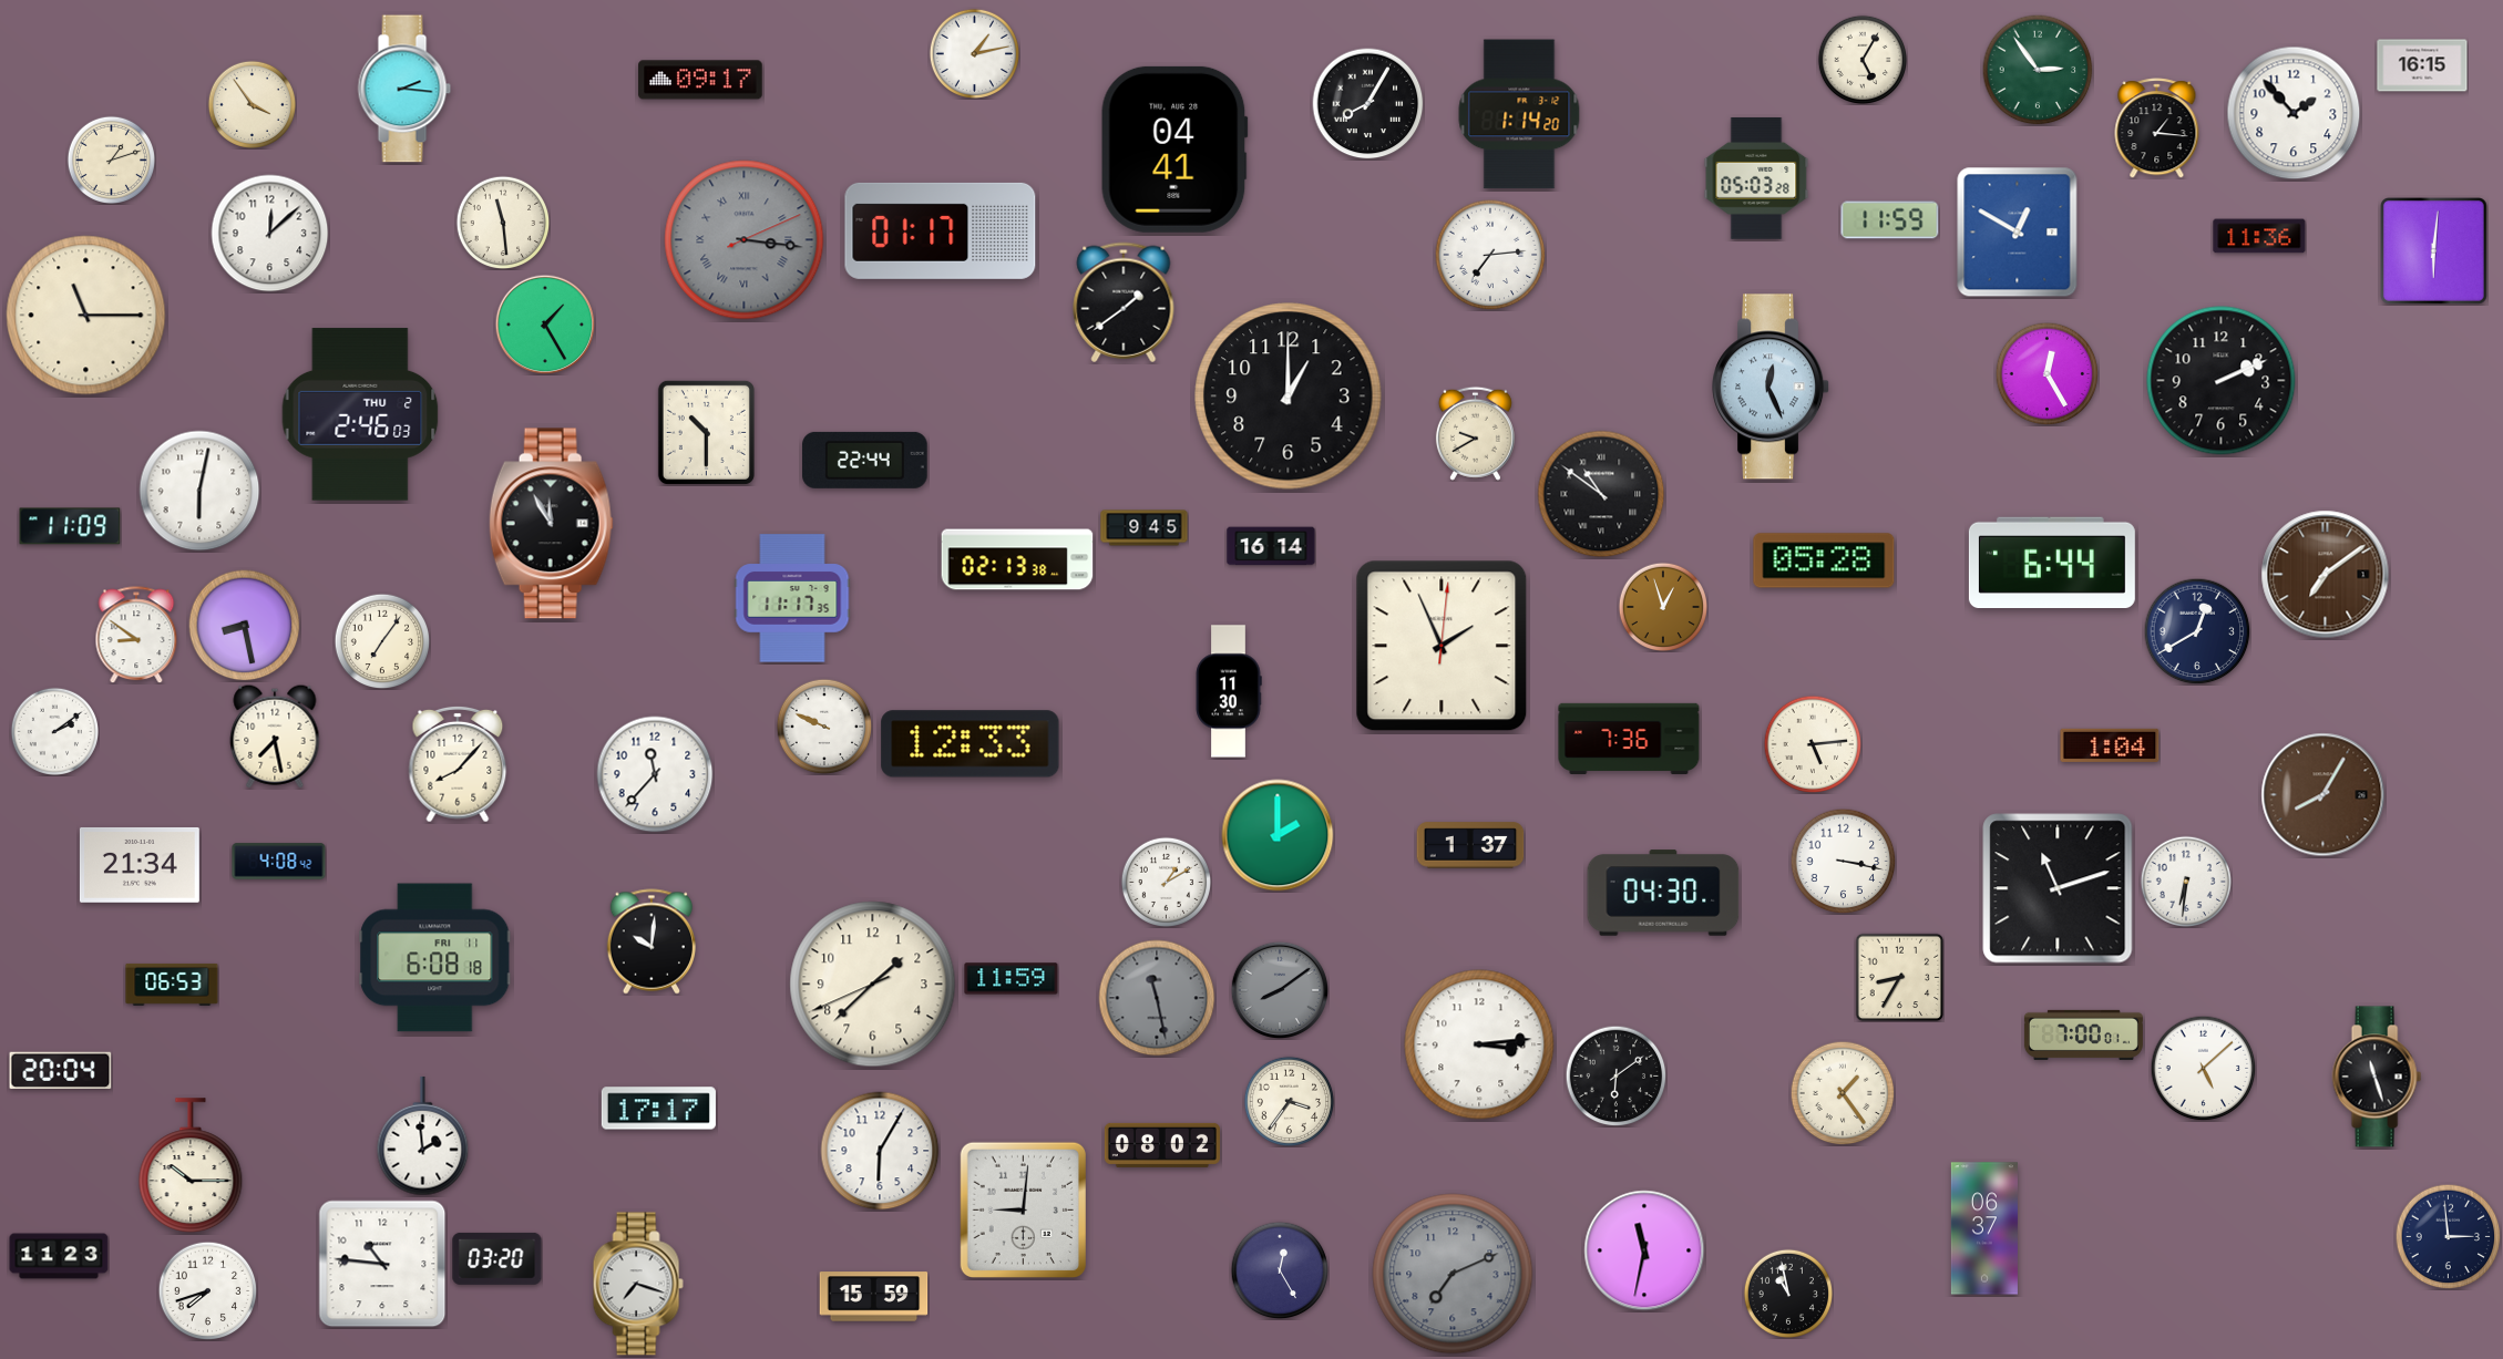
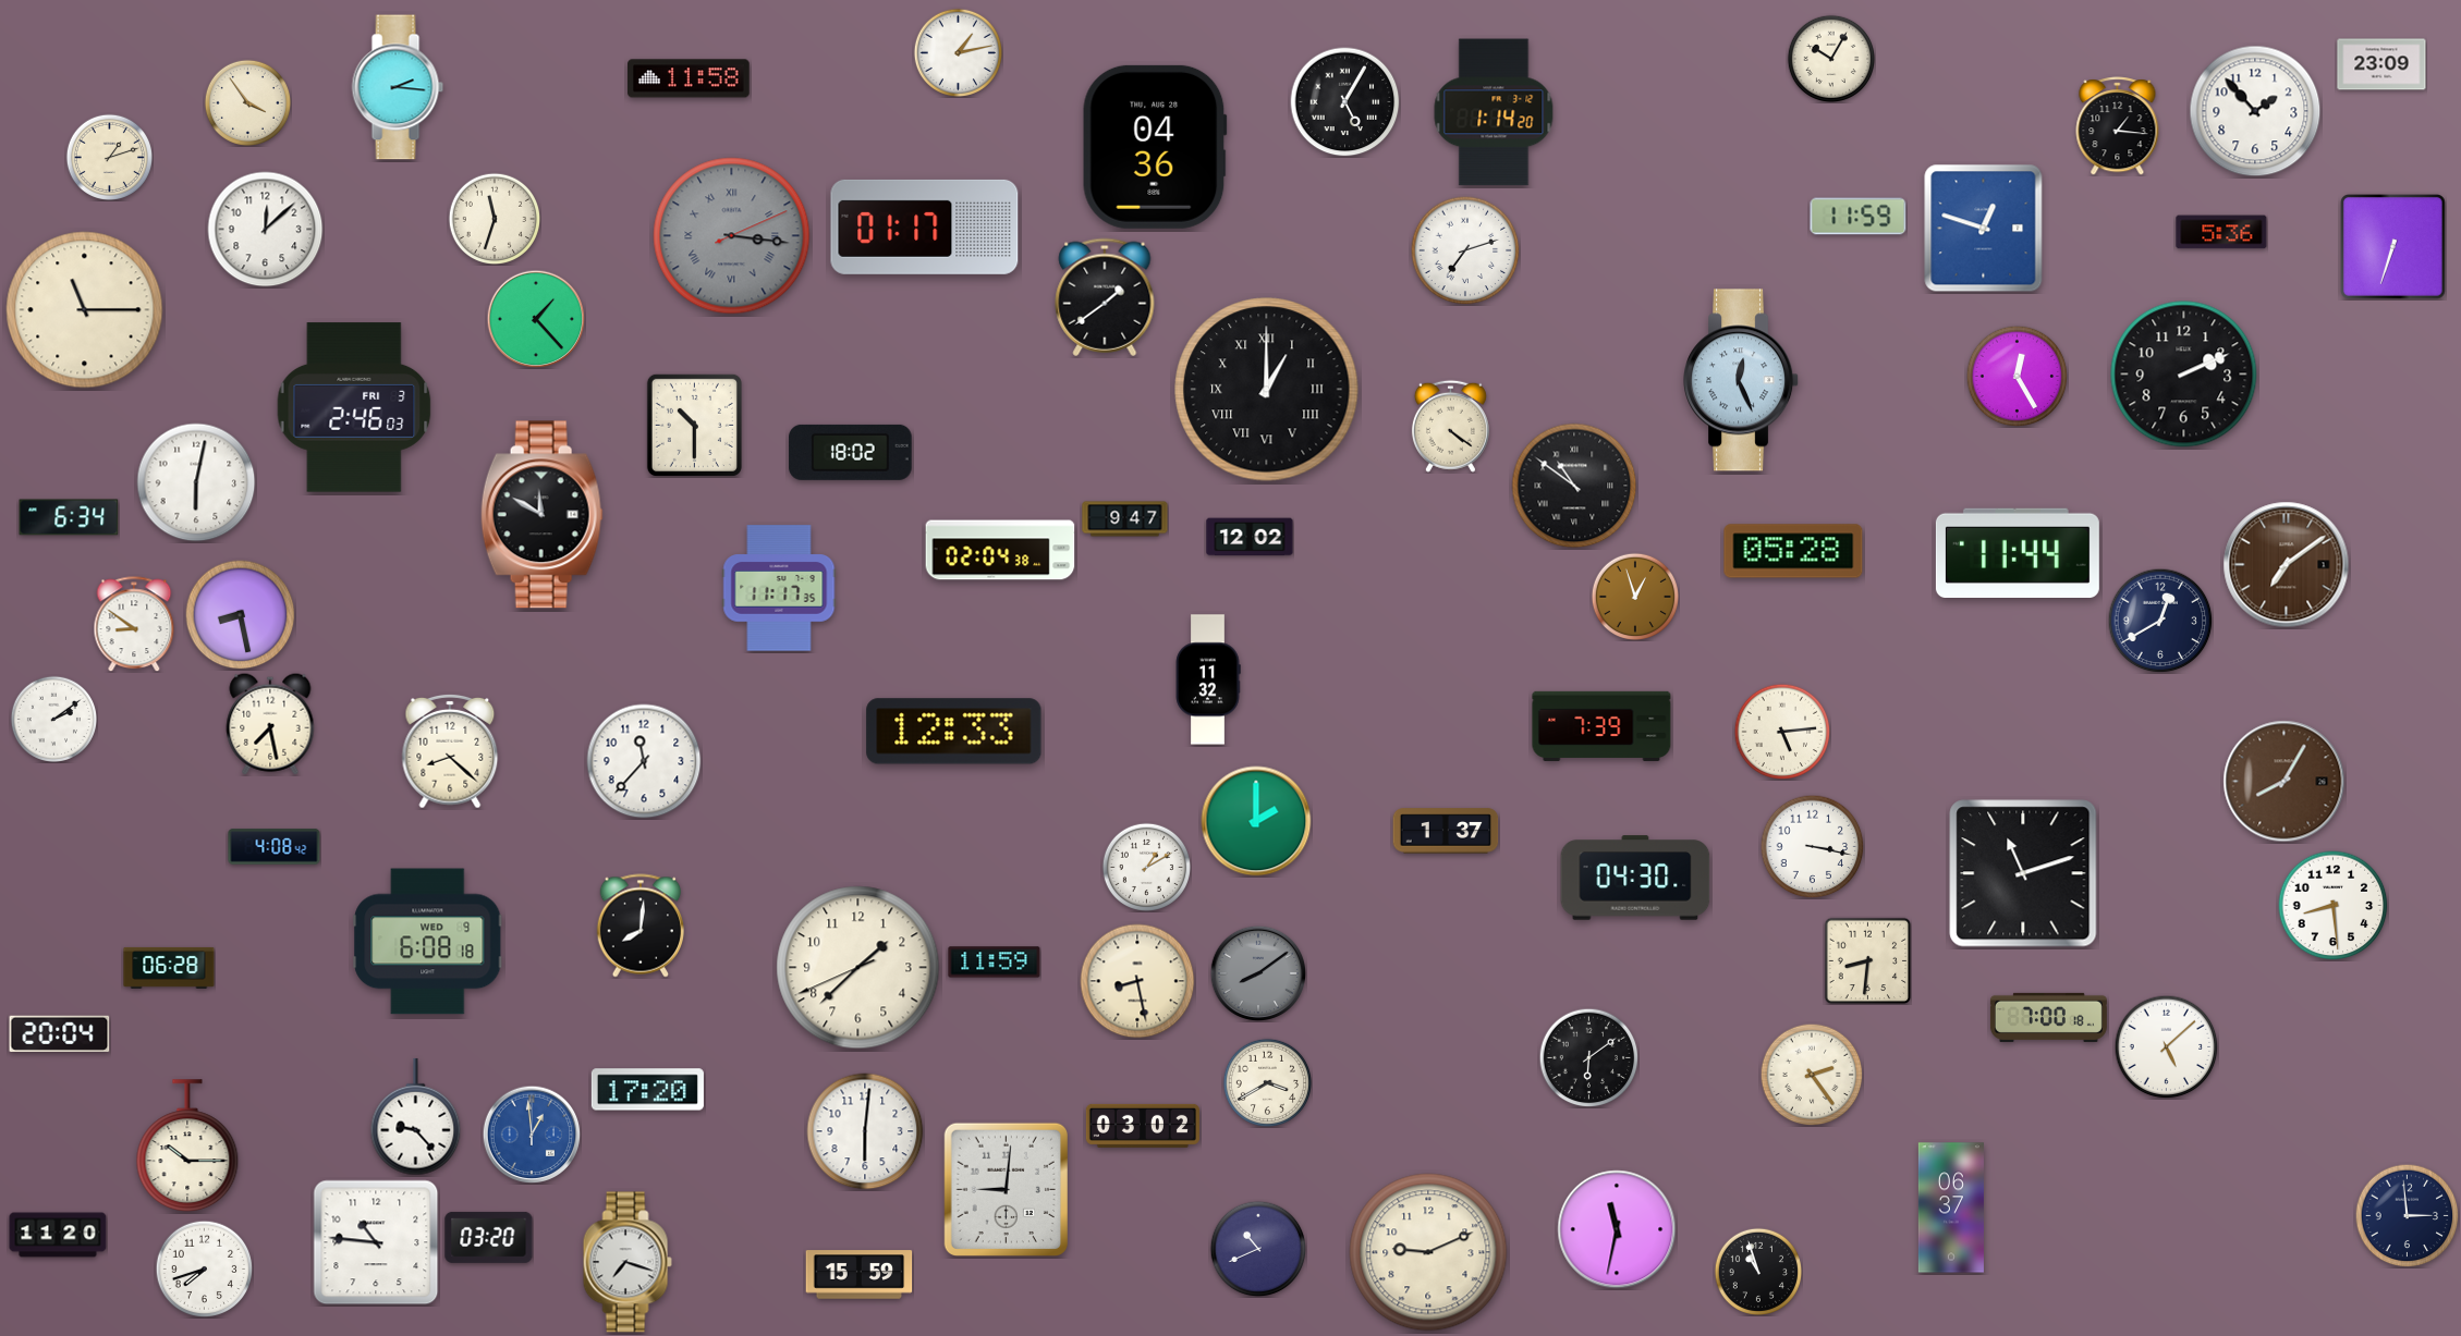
clock at (1861, 59): 5:05 -> 10:05
clock at (2422, 65): 16:15 -> 23:09
clock at (2038, 70): 2:54 -> none
clock at (700, 80): 09:17 -> 11:58
clock at (1368, 104): 8:05 -> 5:05
clock at (2157, 128) position: (2157, 128) -> (2118, 126)
clock at (1174, 150): 04:41 -> 04:36
clock at (1756, 178): 05:03 -> none
clock at (503, 223): 11:29 -> 11:33
clock at (2018, 233): 12:50 -> 12:48
clock at (2259, 236): 11:36 -> 5:36
clock at (2434, 251): 6:01 -> 6:33
clock at (1490, 255): 7:14 -> 7:12
clock at (545, 325): 1:25 -> 1:23
clock at (2046, 373) position: (2046, 373) -> (2017, 376)
clock at (1289, 397) numerals: Arabic -> Roman
clock at (360, 414) date: THU 2 -> FRI 3
clock at (1475, 433): 9:40 -> 4:21
clock at (865, 460): 22:44 -> 18:02
clock at (551, 524): 11:55 -> 11:50
clock at (70, 526): 11:09 -> 6:34
clock at (1145, 528): 9:45 -> 9:47
clock at (1271, 546): 16:14 -> 12:02
clock at (1017, 559): 02:13 -> 02:04
clock at (2052, 562): 6:44 -> 11:44
clock at (382, 641): 7:06 -> none
clock at (1442, 646): 1:56 -> none
clock at (1229, 691): 11:30 -> 11:32
clock at (824, 727): 9:49 -> none
clock at (1629, 739): 7:36 -> 7:39
clock at (2110, 745): 1:04 -> none
clock at (458, 764): 8:07 -> 8:22
clock at (140, 865): 21:34 -> none
clock at (2185, 881): 6:31 -> none
clock at (2334, 906): none -> 8:29
clock at (650, 941): 10:01 -> 8:01
clock at (435, 958) date: FRI 11 -> WED 9
clock at (1899, 977): 8:35 -> 8:31
clock at (172, 985): 06:53 -> 06:28
clock at (1157, 998): 11:28 -> 8:28
clock at (1157, 998) dial: grey -> cream
clock at (2083, 1034): 7:00:01 -> 7:00:18
clock at (1479, 1044): 3:14 -> none
clock at (2203, 1068) position: (2203, 1068) -> (2166, 1046)
clock at (61, 1070) position: (61, 1070) -> (60, 1033)
clock at (2377, 1077): 11:27 -> none
clock at (1843, 1093): 1:24 -> 2:24
clock at (1289, 1101): 3:36 -> 3:40
clock at (658, 1109): 17:17 -> 17:20
clock at (423, 1136): 1:59 -> 9:23
clock at (1162, 1145): 08:02 -> 03:02
clock at (880, 1151): 6:05 -> 6:01
clock at (532, 1135): none -> 12:59
clock at (59, 1256): 11:23 -> 11:20
clock at (1280, 1270): 12:25 -> 10:41
clock at (1453, 1274): 7:11 -> 9:11
clock at (1453, 1274) dial: grey -> cream
clock at (1787, 1293): 10:58 -> 10:57
